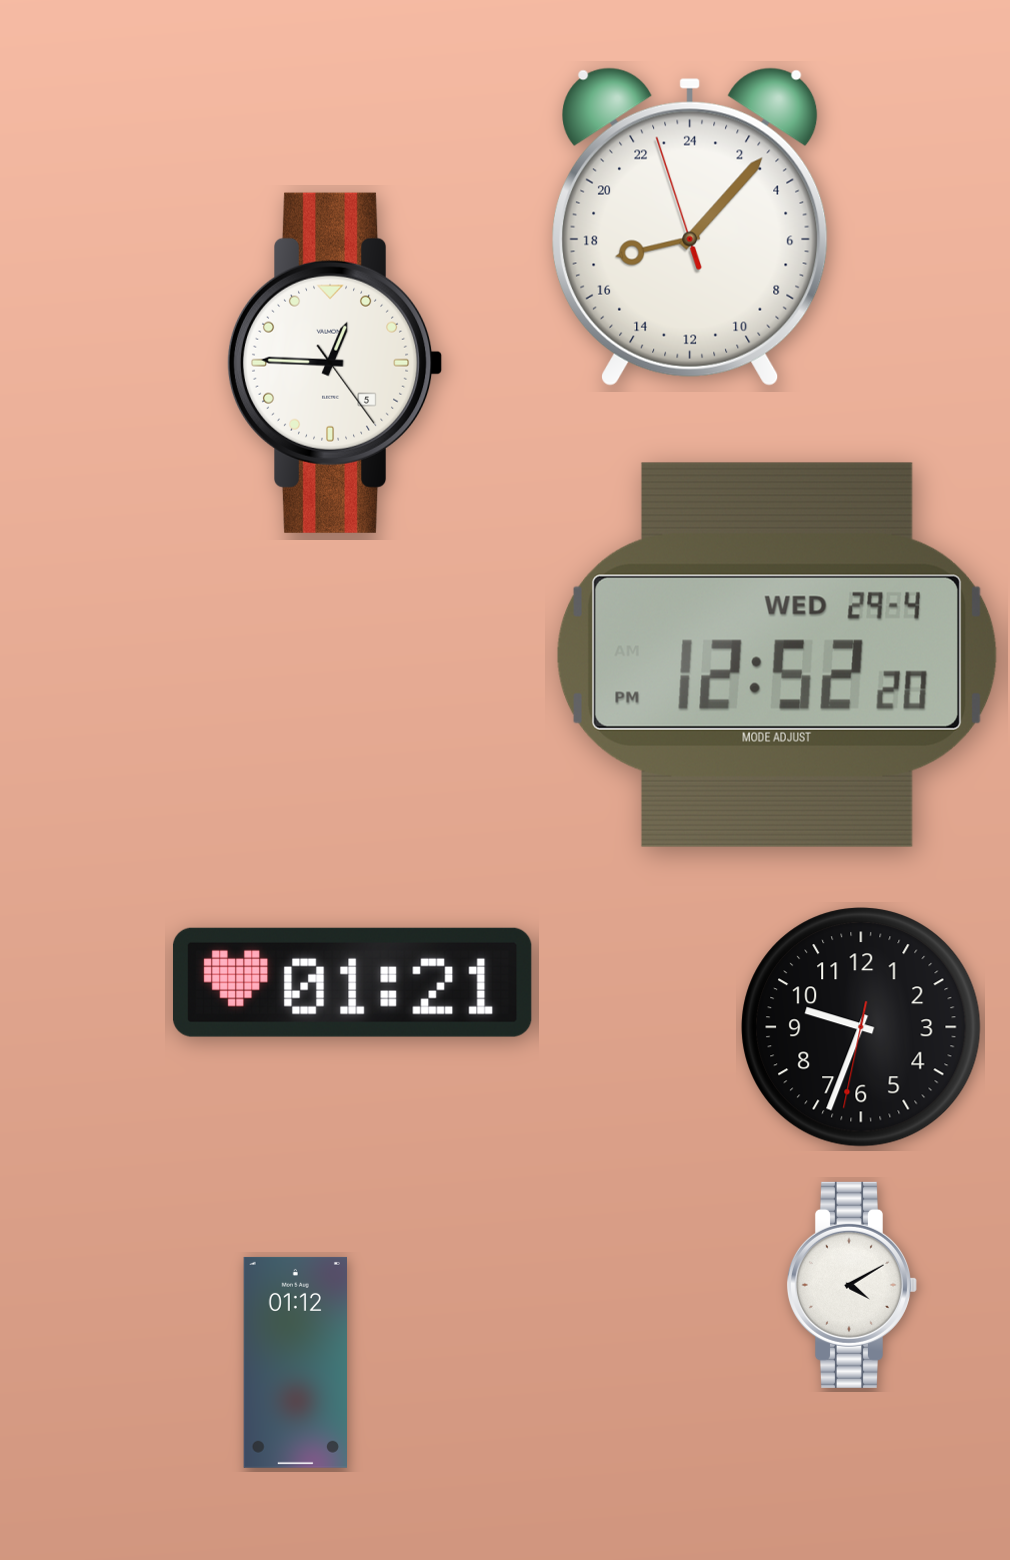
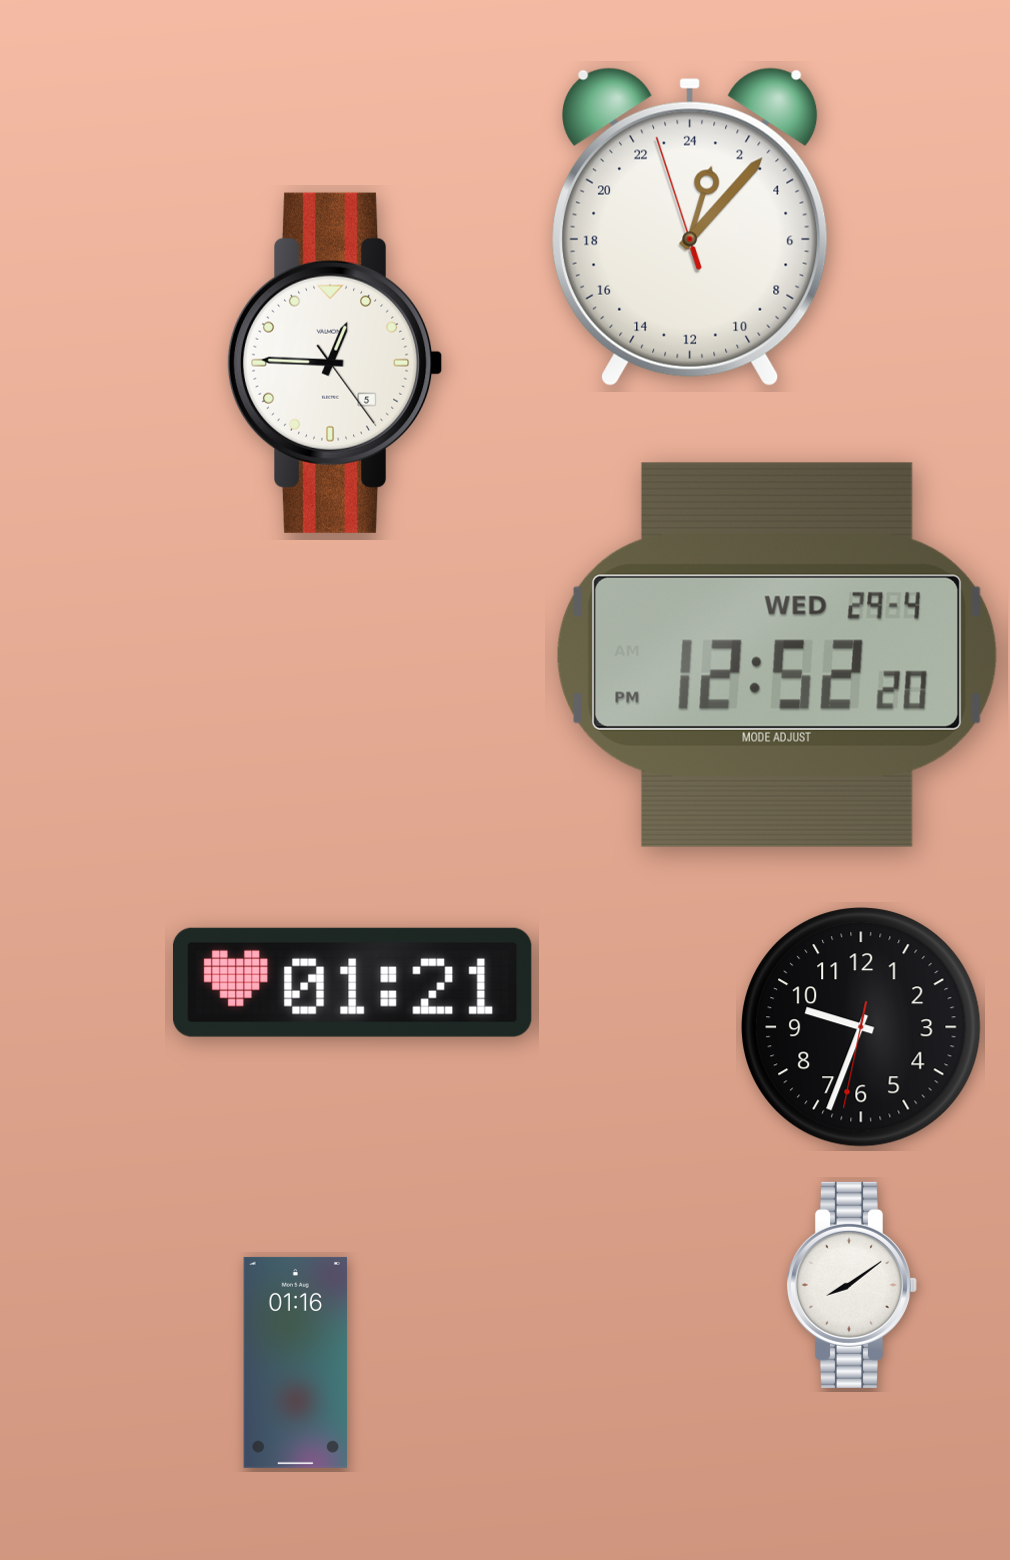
clock at (691, 227): 17:06 -> 1:06
clock at (852, 1285): 4:10 -> 8:09
clock at (295, 1362): 01:12 -> 01:16
